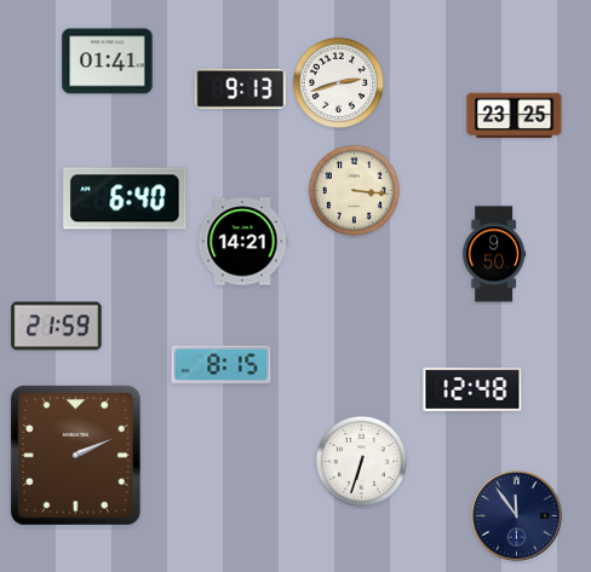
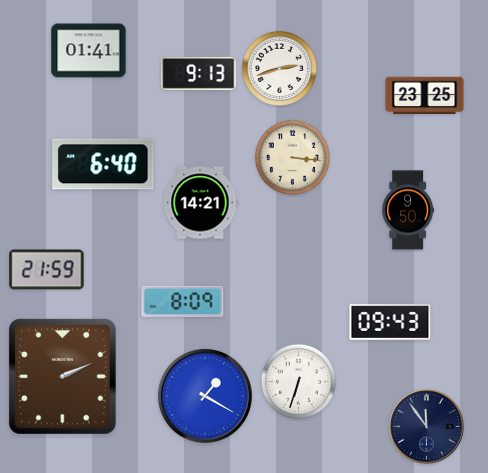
clock at (242, 242) position: (242, 242) -> (200, 203)
clock at (222, 364): 8:15 -> 8:09
clock at (472, 389): 12:48 -> 09:43
clock at (205, 396): none -> 1:20
